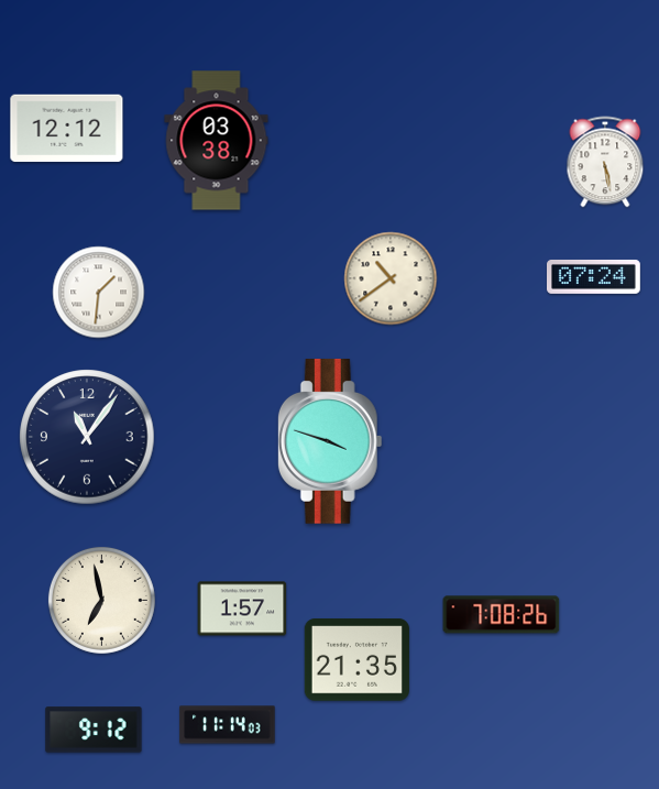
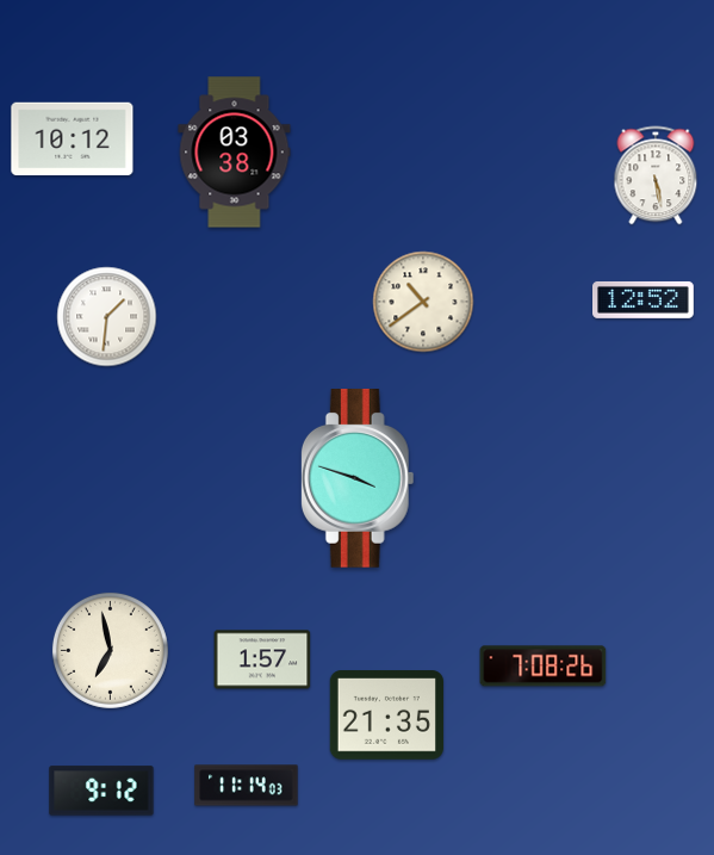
clock at (67, 129): 12:12 -> 10:12
clock at (594, 276): 07:24 -> 12:52
clock at (87, 437): 11:06 -> none
